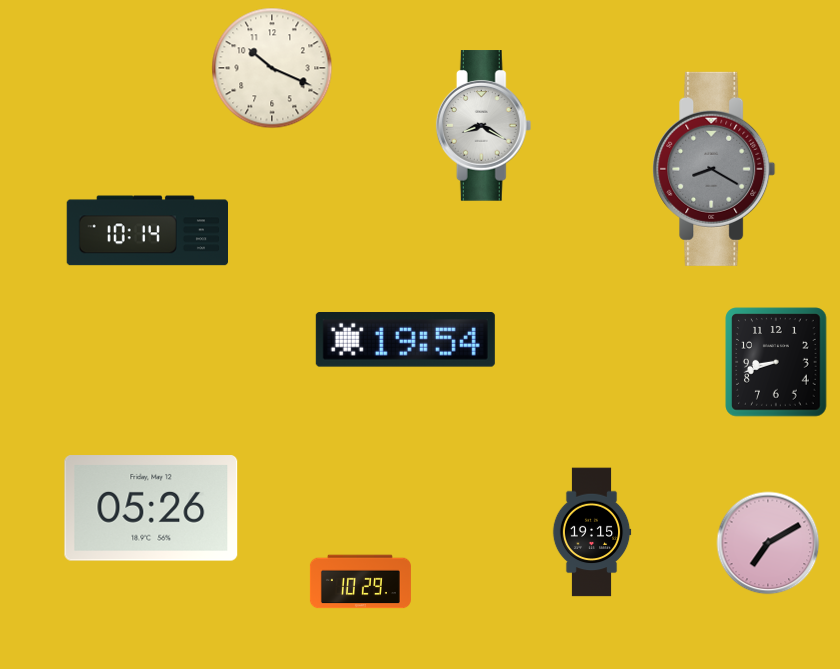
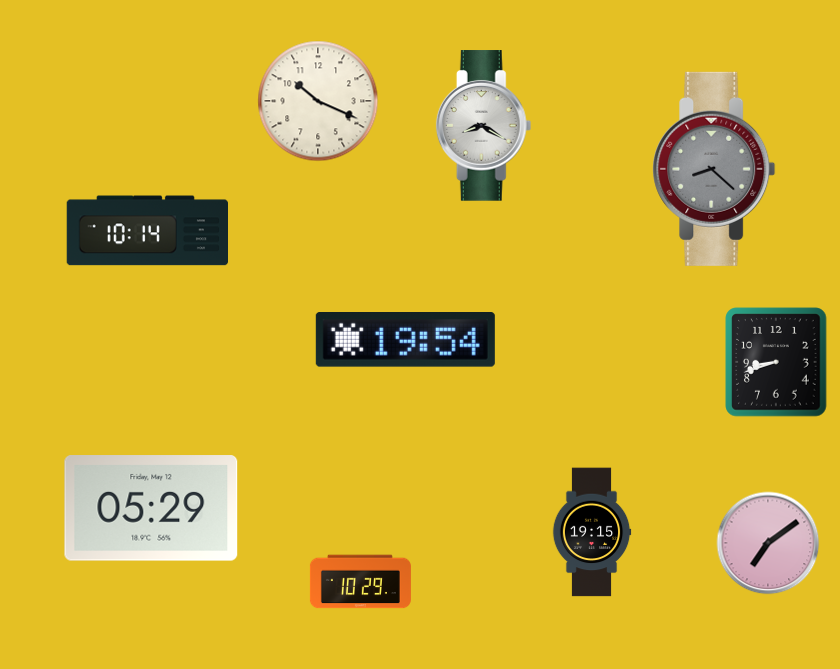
clock at (272, 68) position: (272, 68) -> (318, 101)
clock at (714, 169): 8:20 -> 8:22
clock at (151, 508): 05:26 -> 05:29
clock at (768, 543): 7:10 -> 7:09
